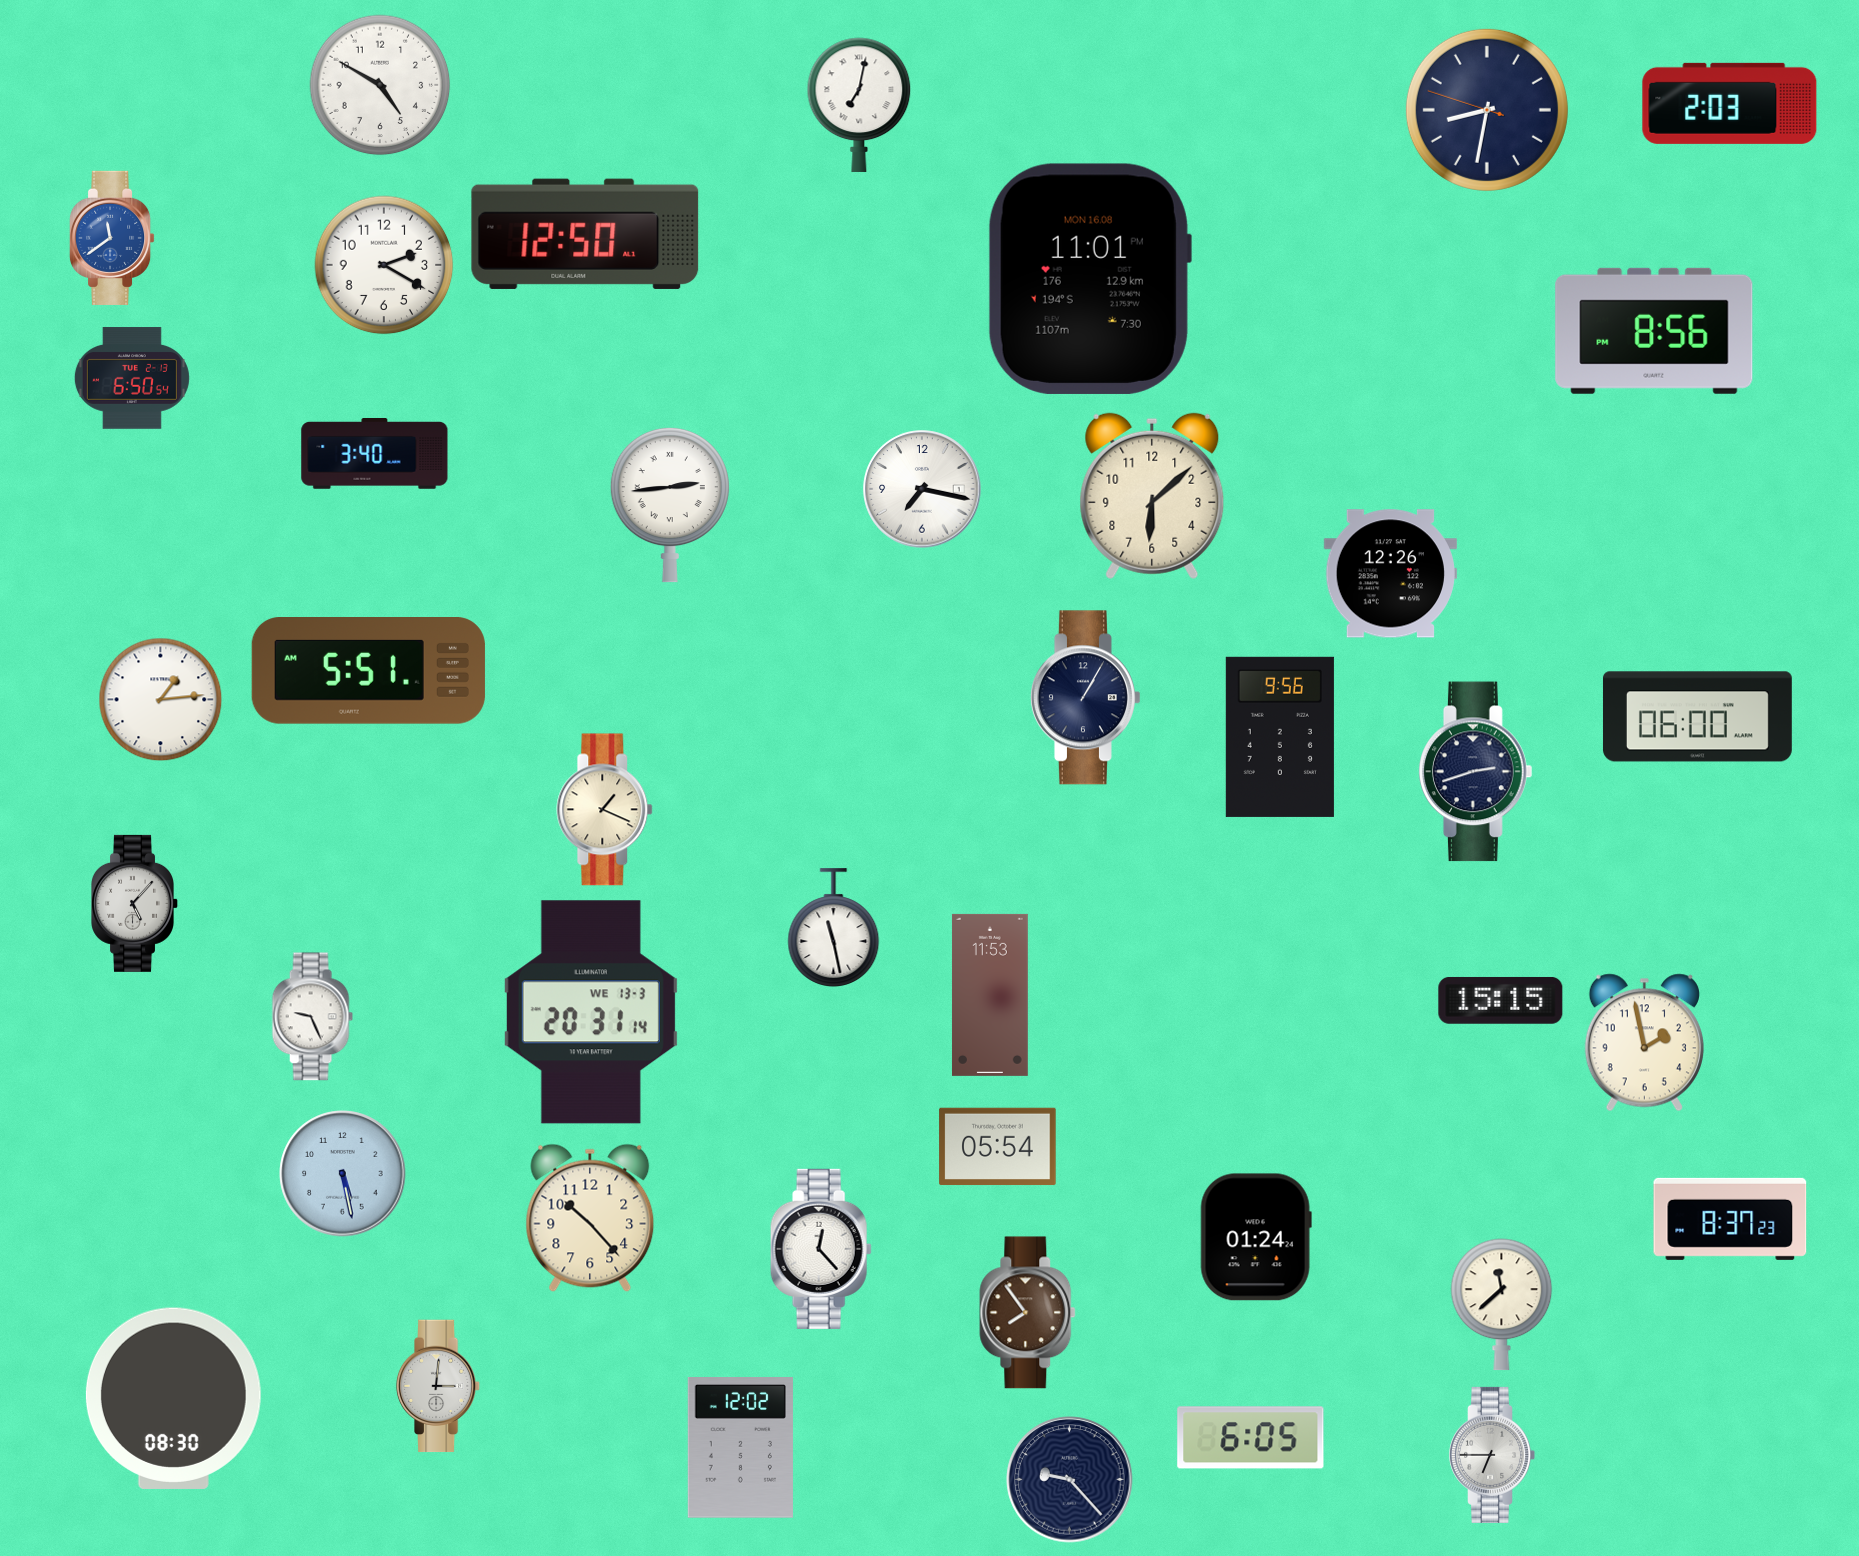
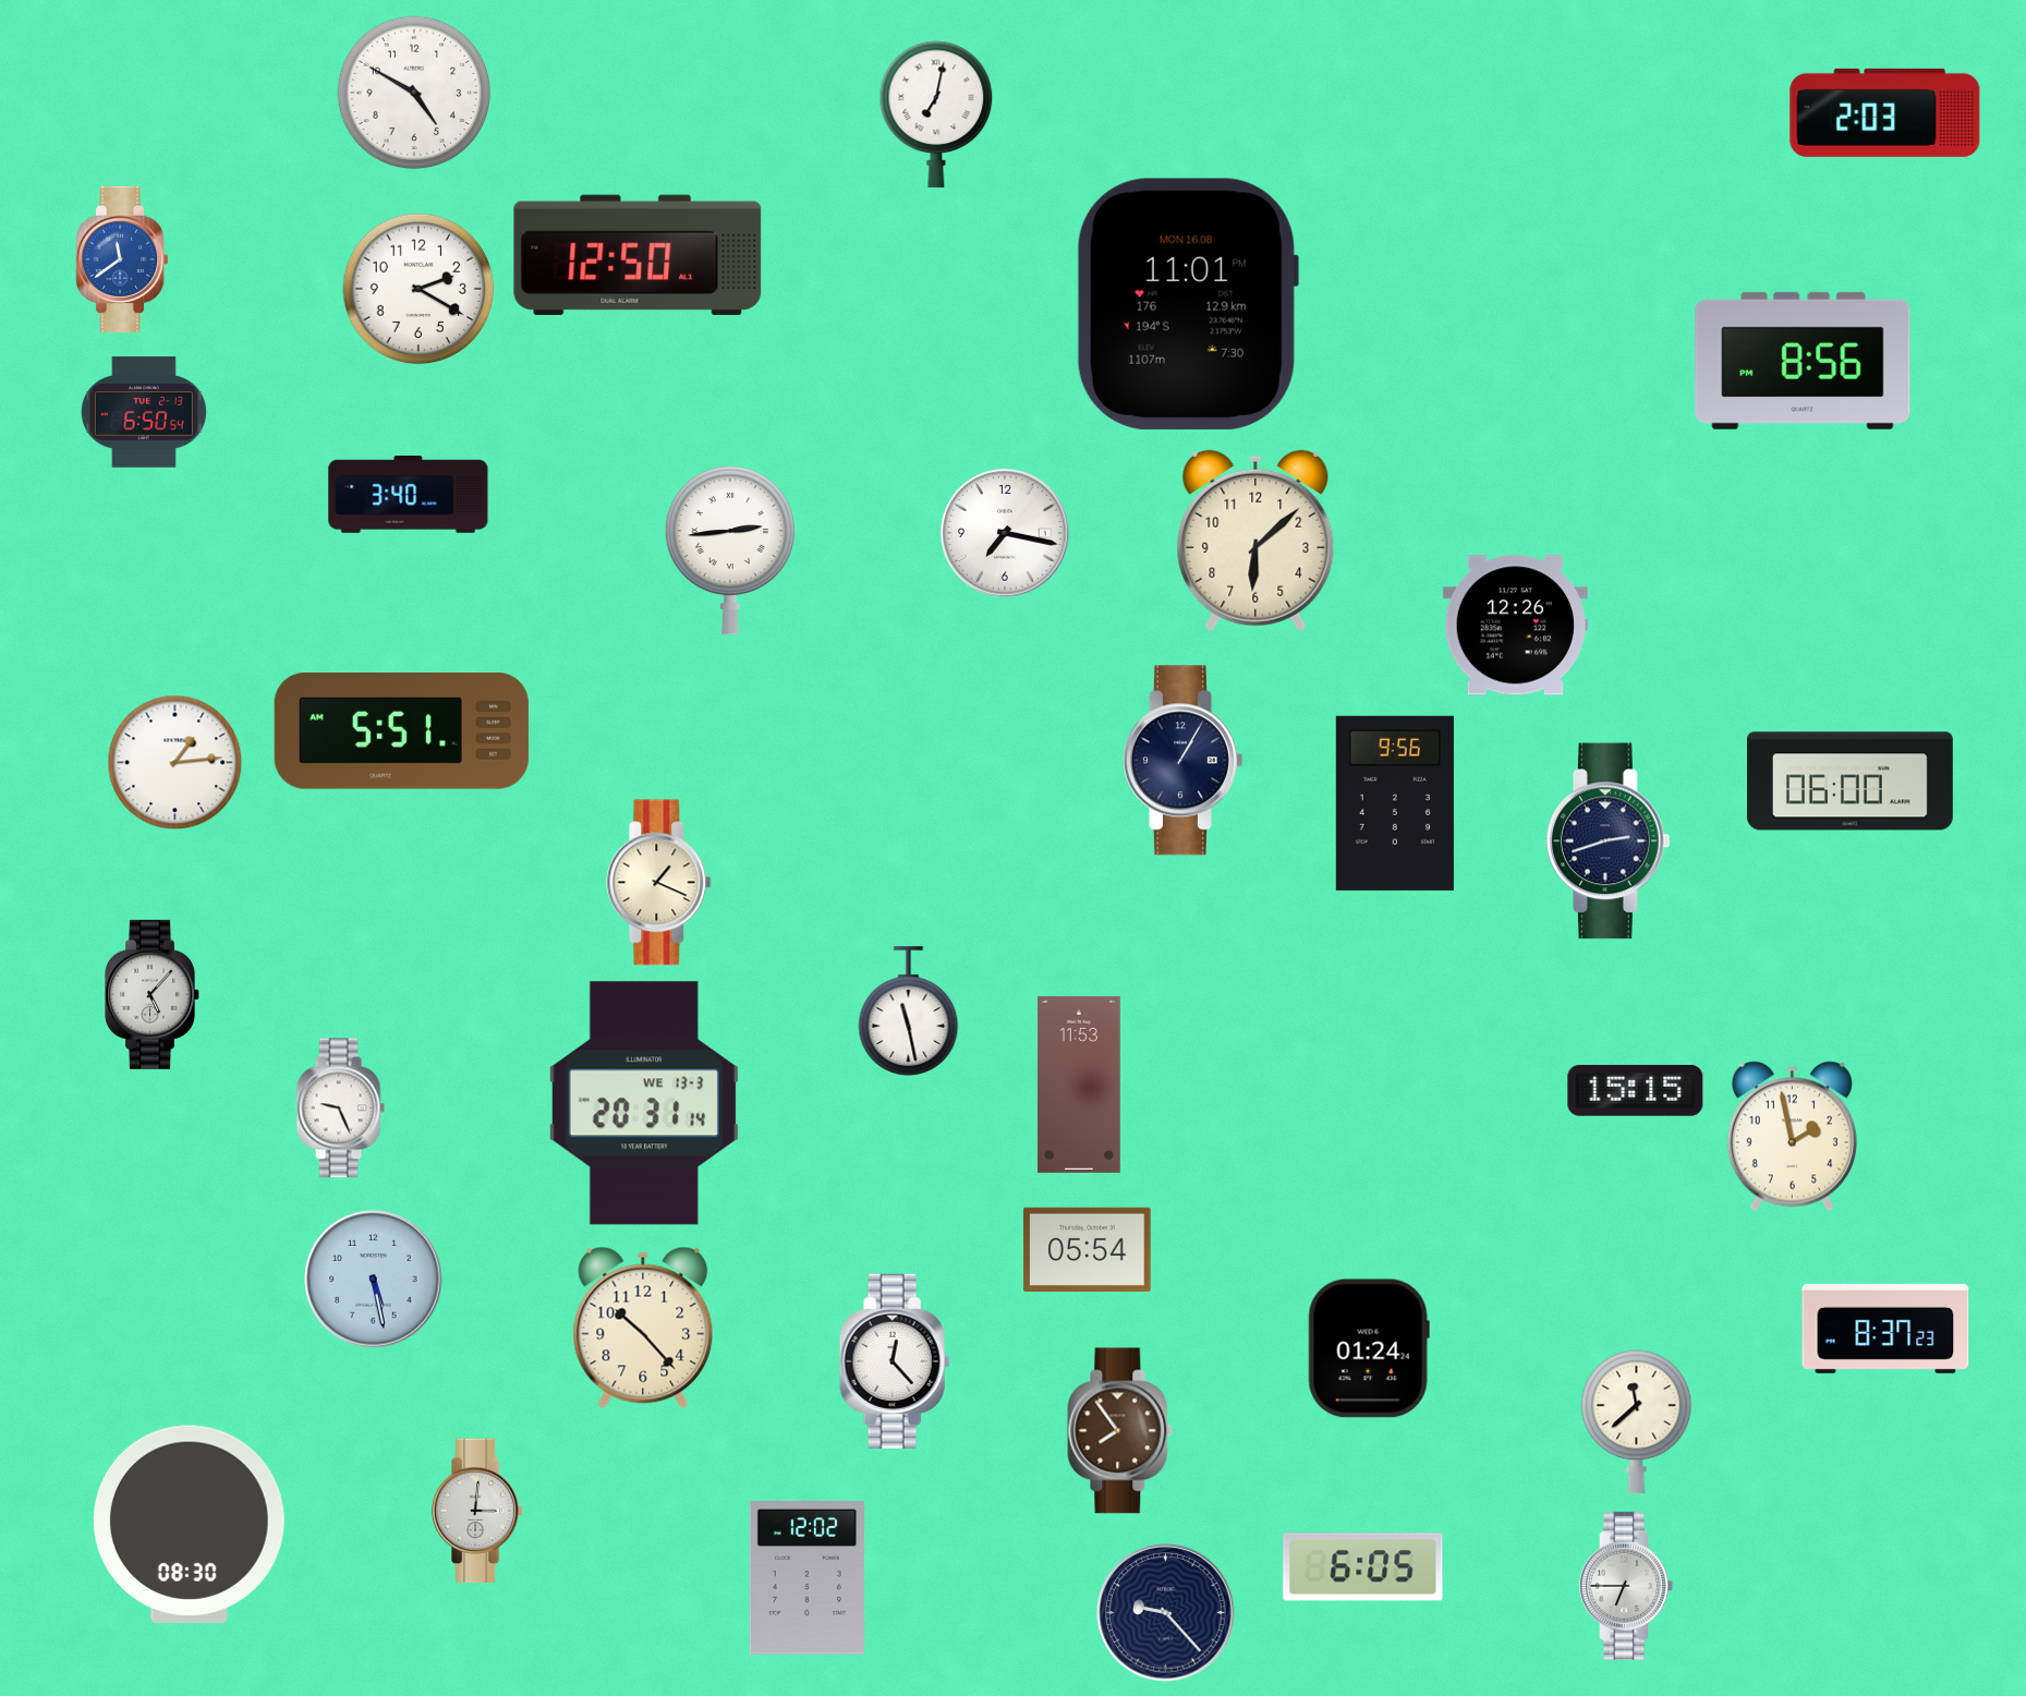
clock at (1487, 110): 8:31 -> none
clock at (135, 903) position: (135, 903) -> (153, 994)
